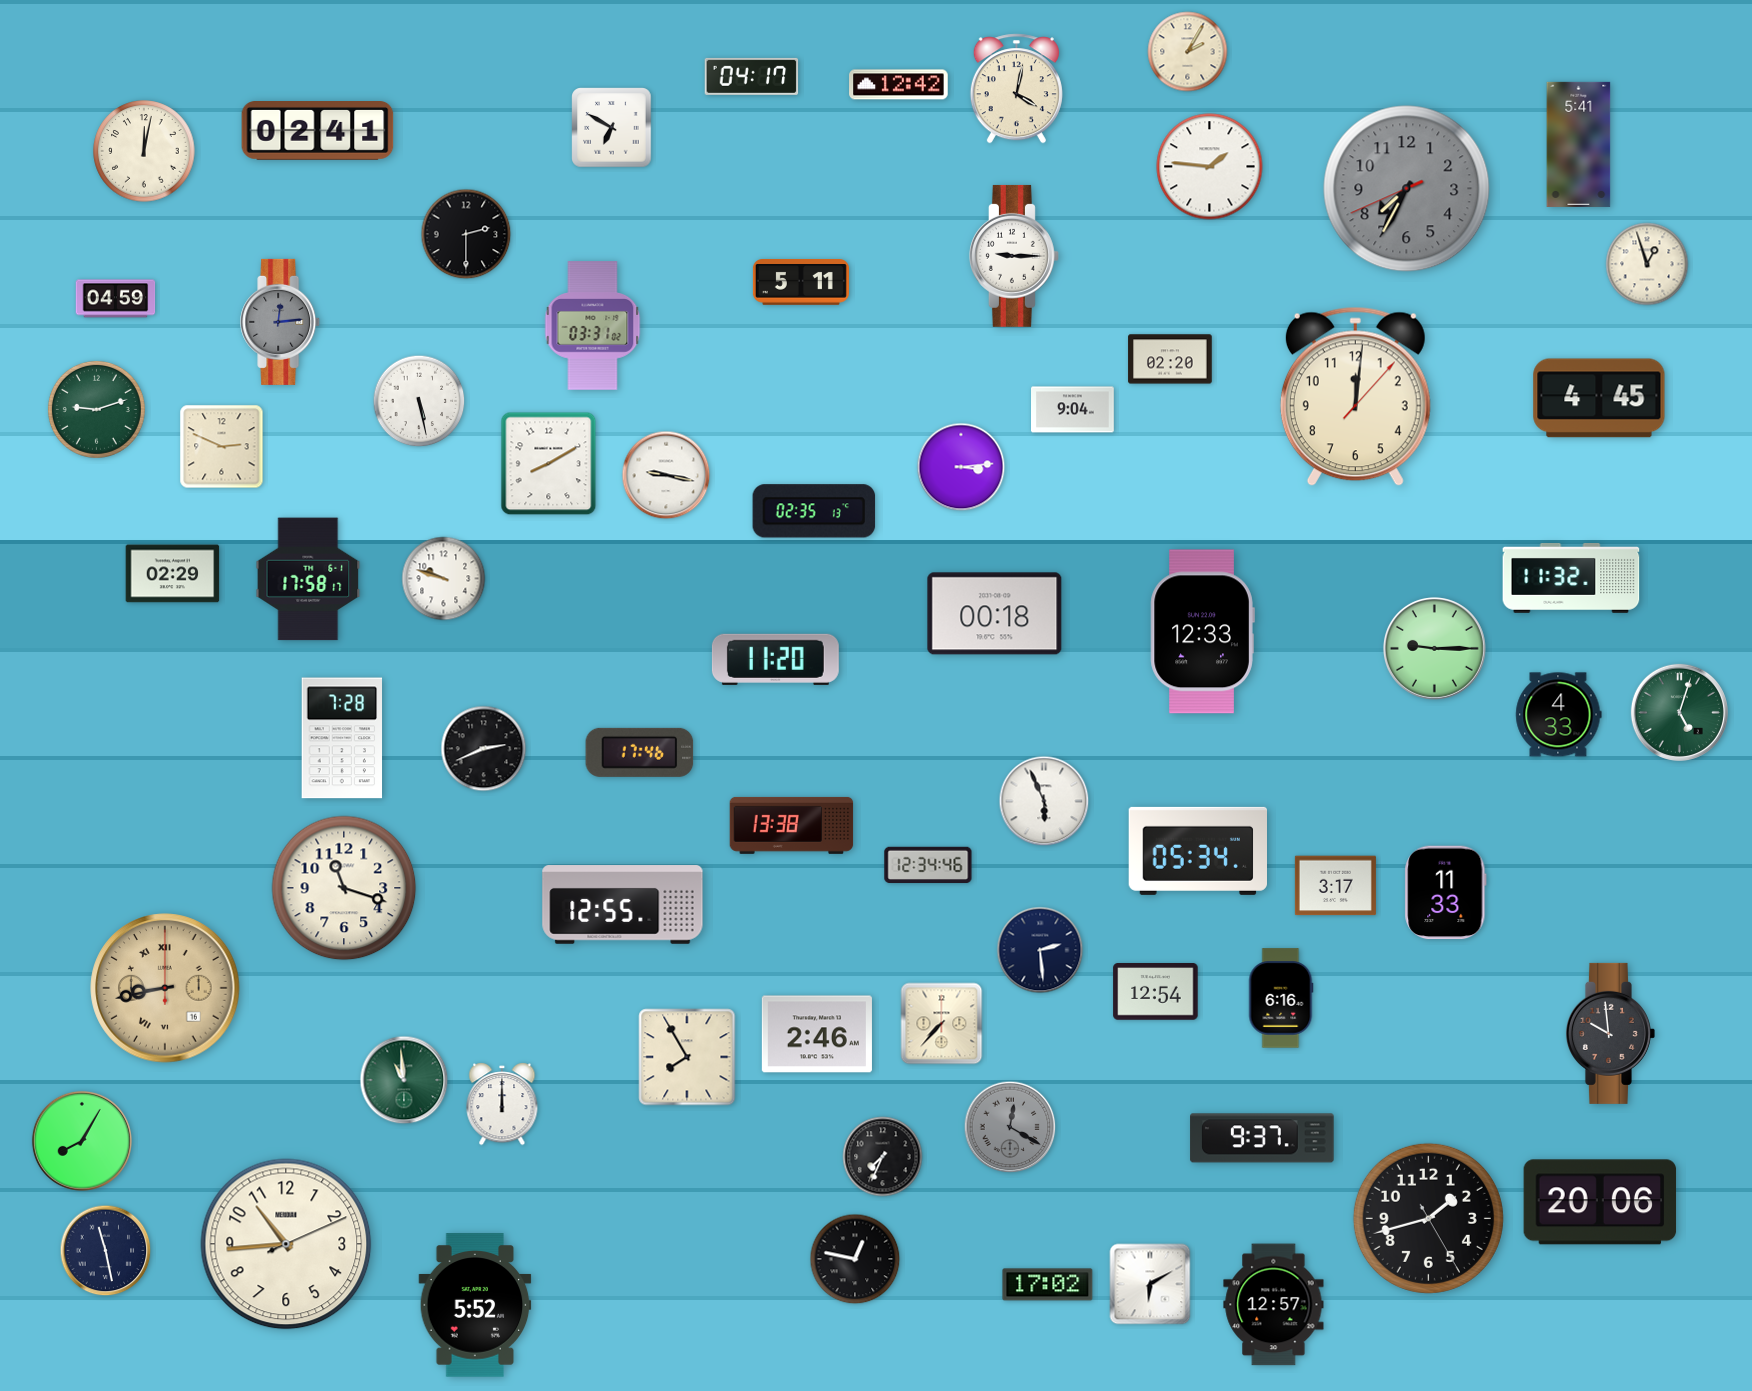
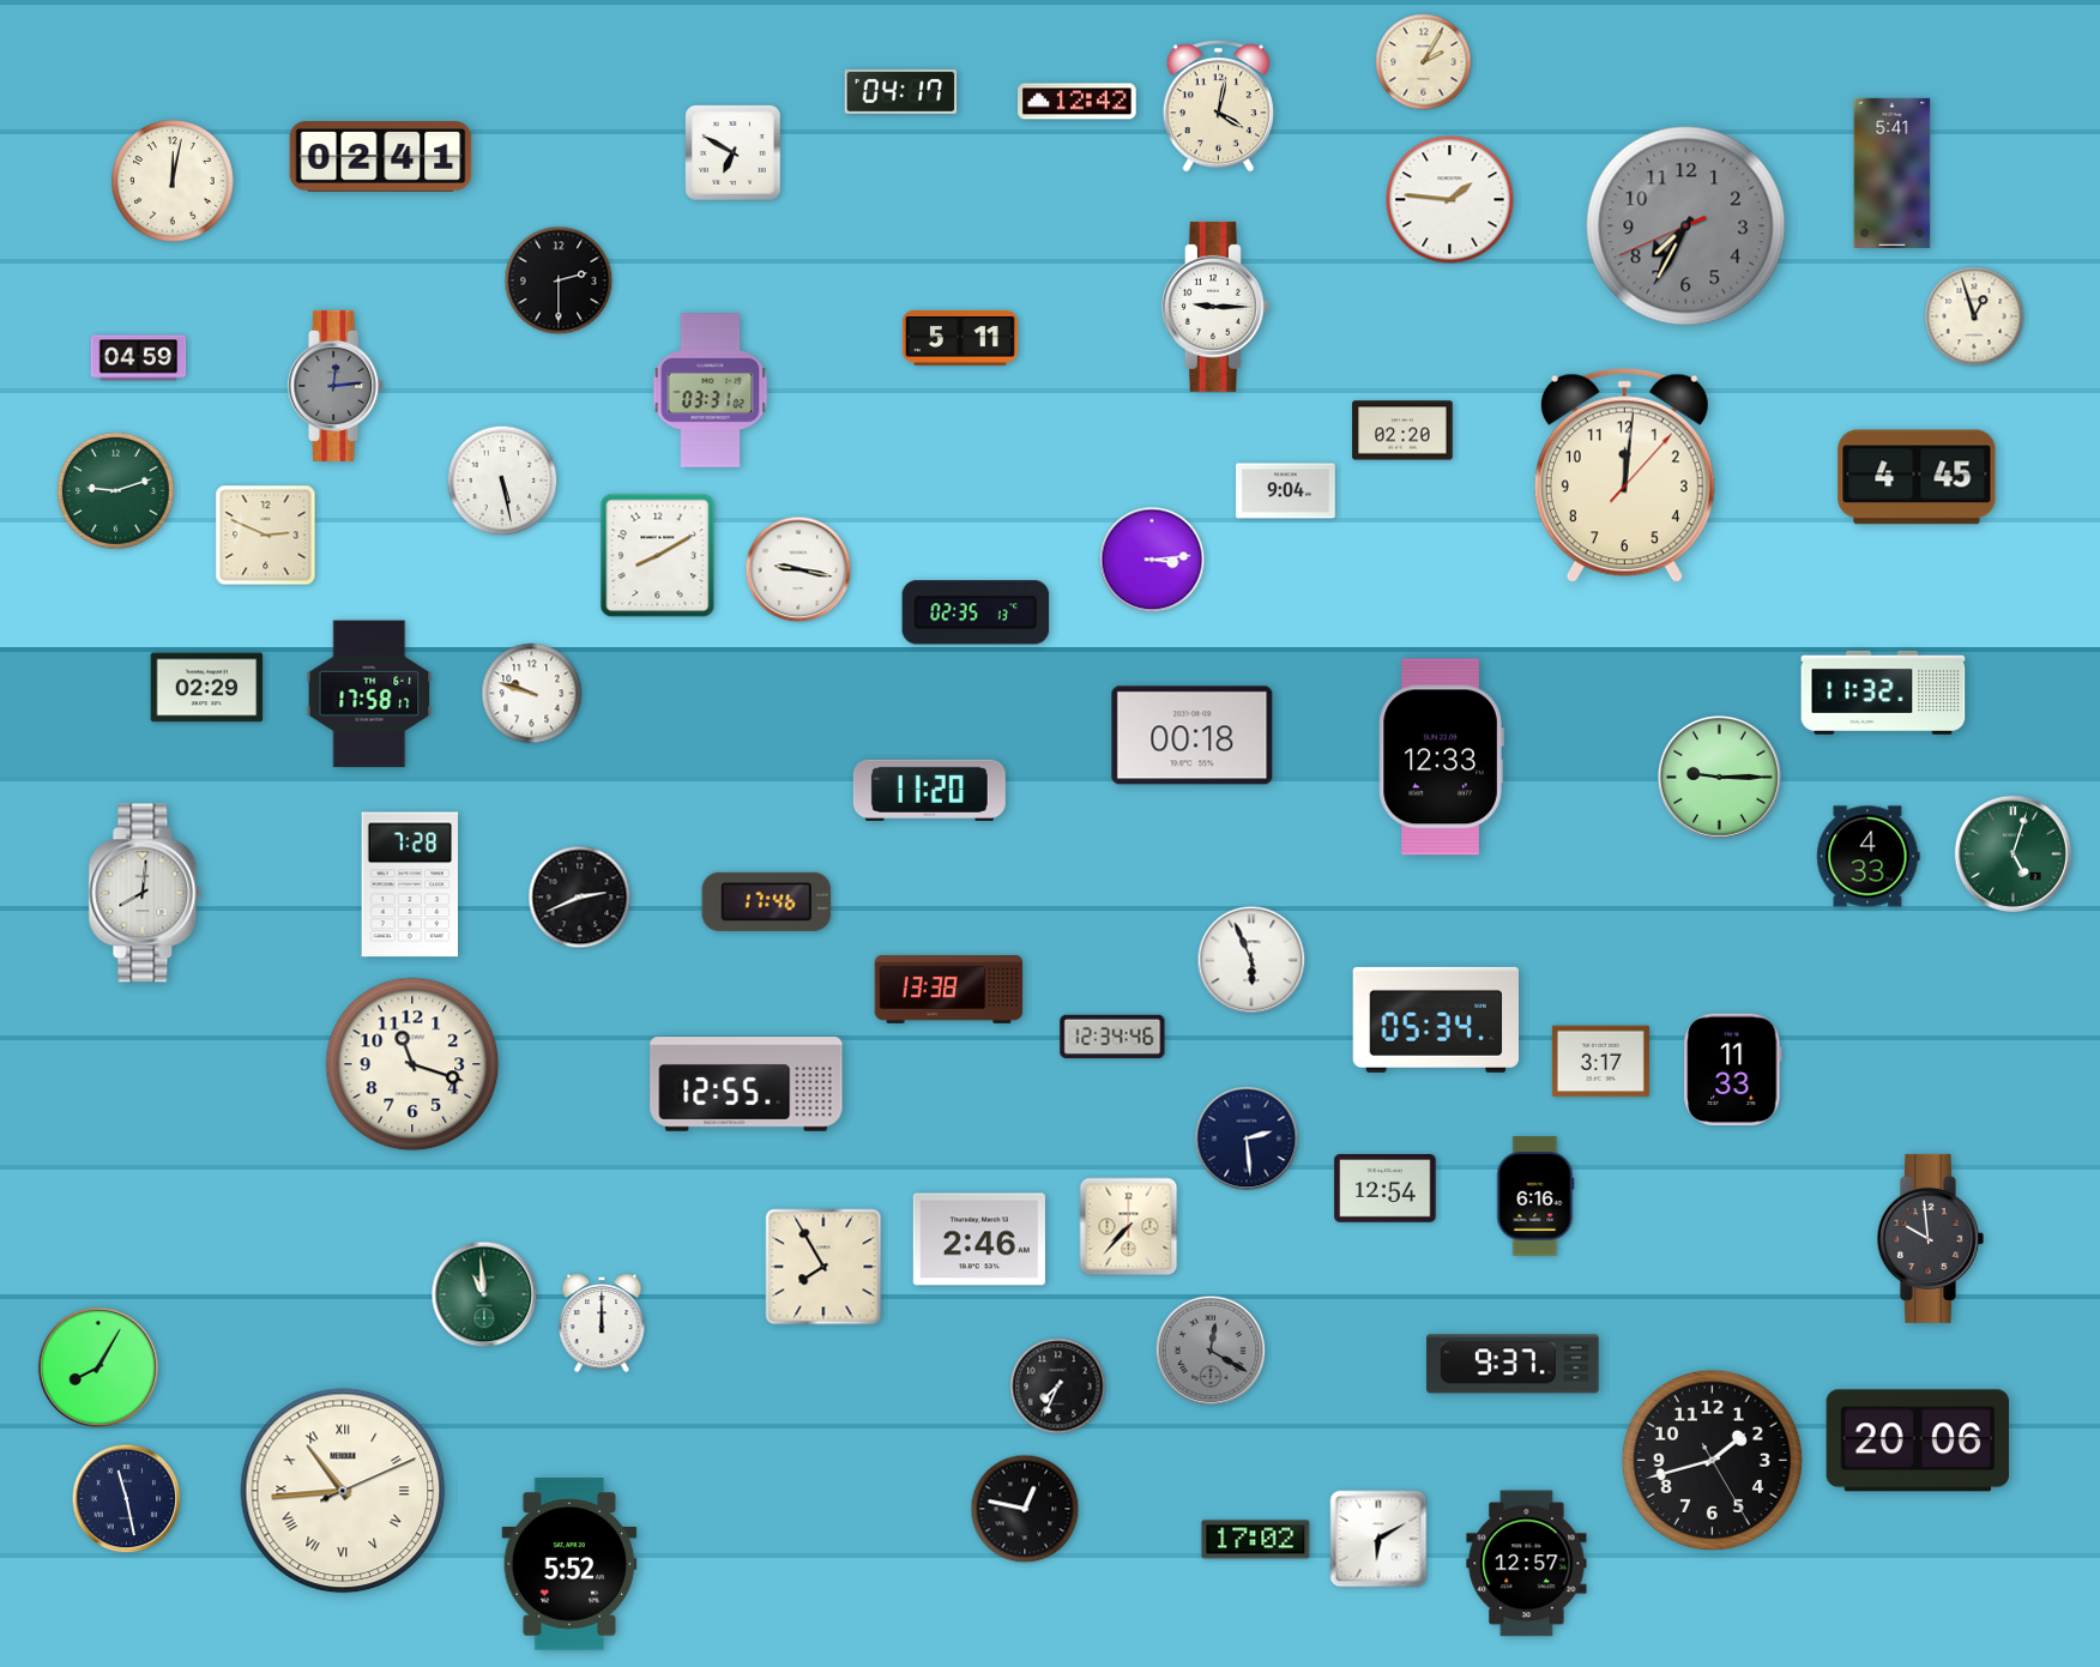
clock at (145, 893): none -> 8:01
clock at (165, 988): 8:43 -> none
clock at (286, 1244) numerals: Arabic -> Roman
